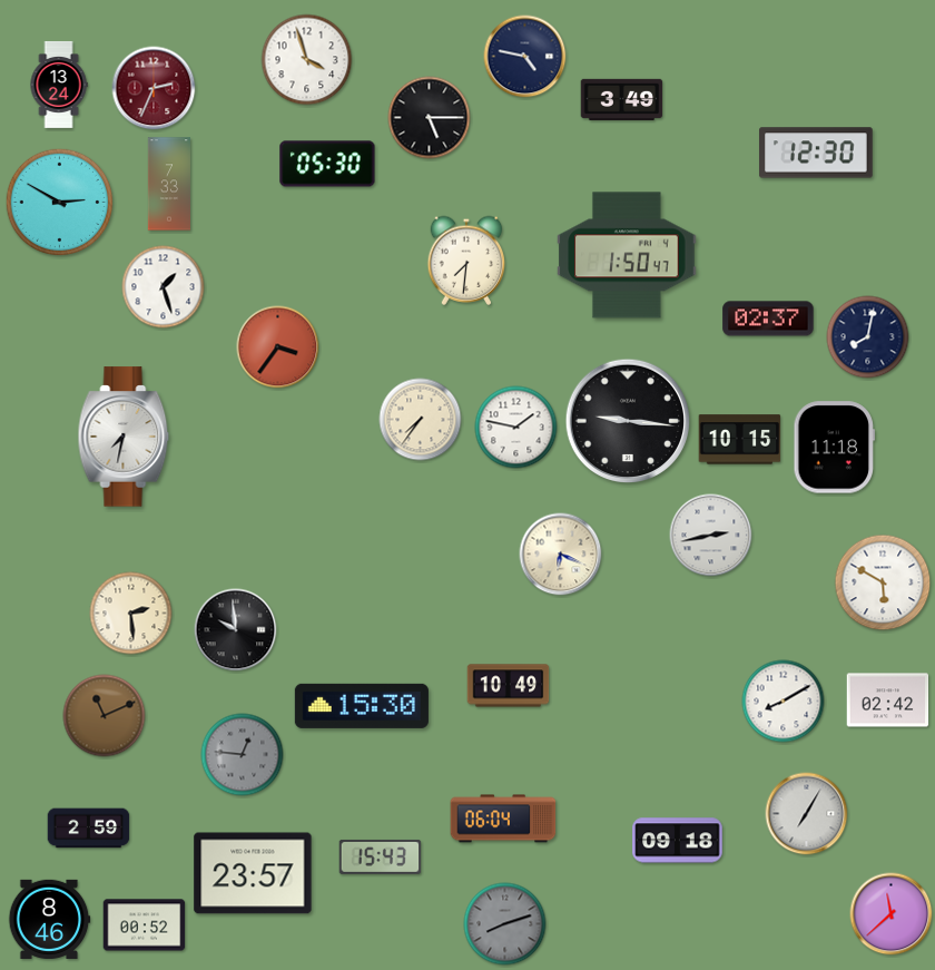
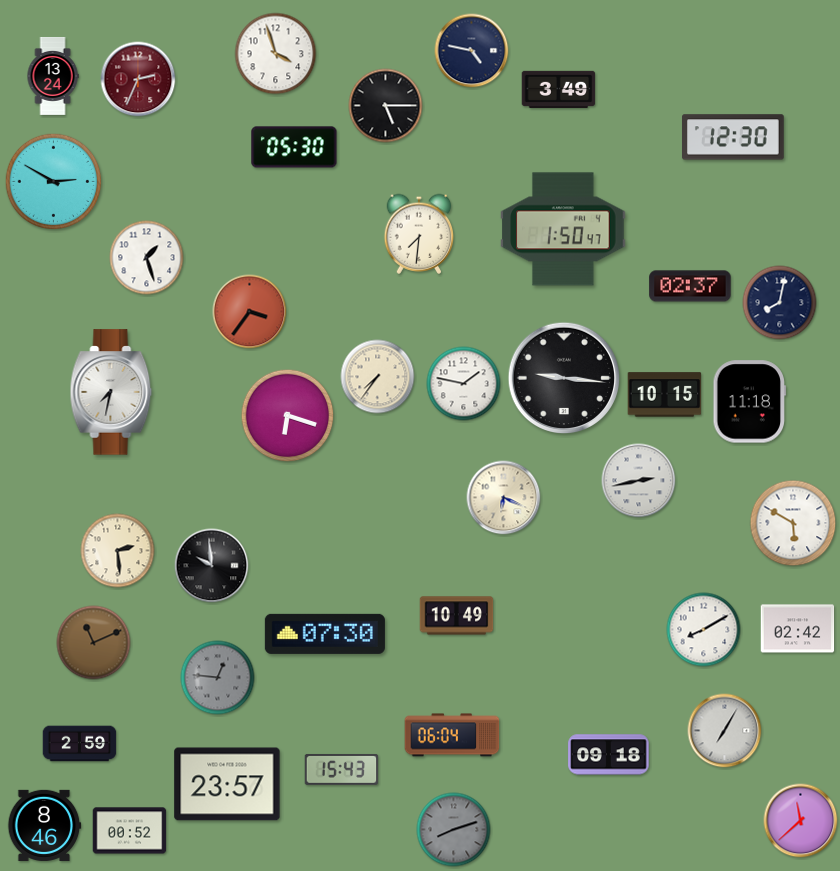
clock at (168, 184): 7:33 -> none
clock at (288, 416): none -> 6:18
clock at (362, 706): 15:30 -> 07:30
